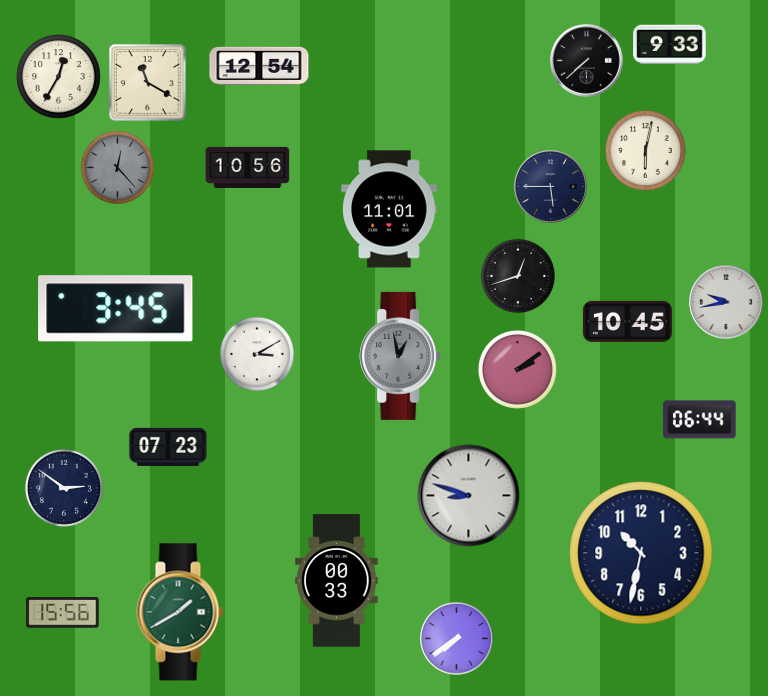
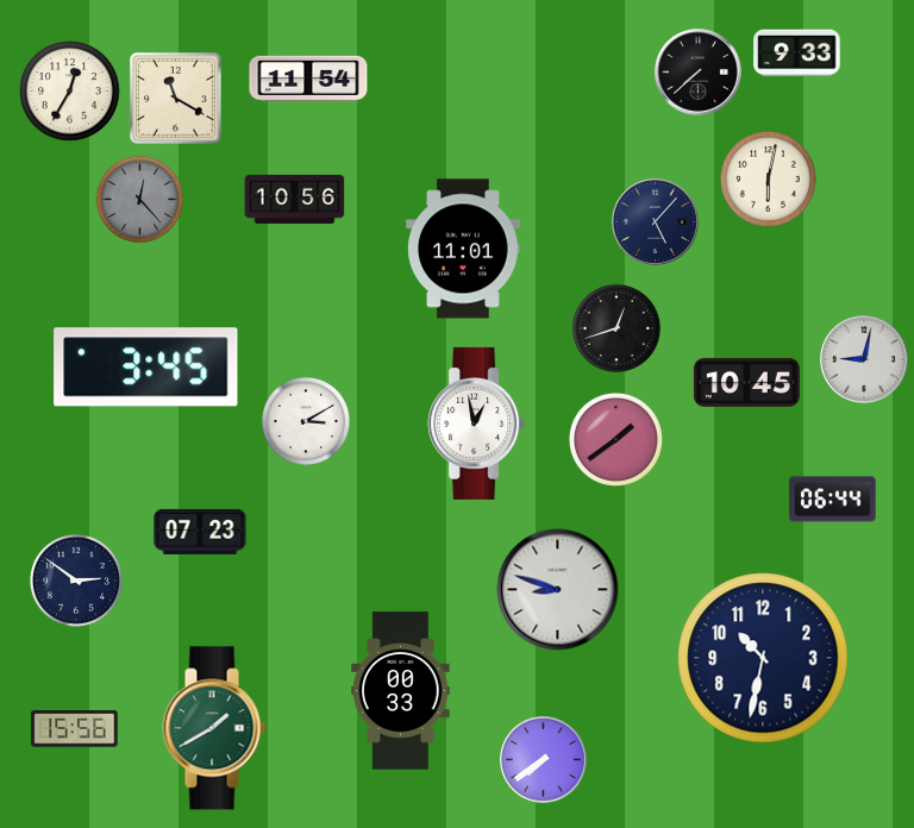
clock at (259, 65): 12:54 -> 11:54
clock at (551, 187): 5:45 -> 5:07
clock at (726, 302): 9:43 -> 9:02
clock at (116, 309) position: (116, 309) -> (146, 368)
clock at (400, 356) dial: grey -> white
clock at (517, 369): 2:09 -> 1:39
